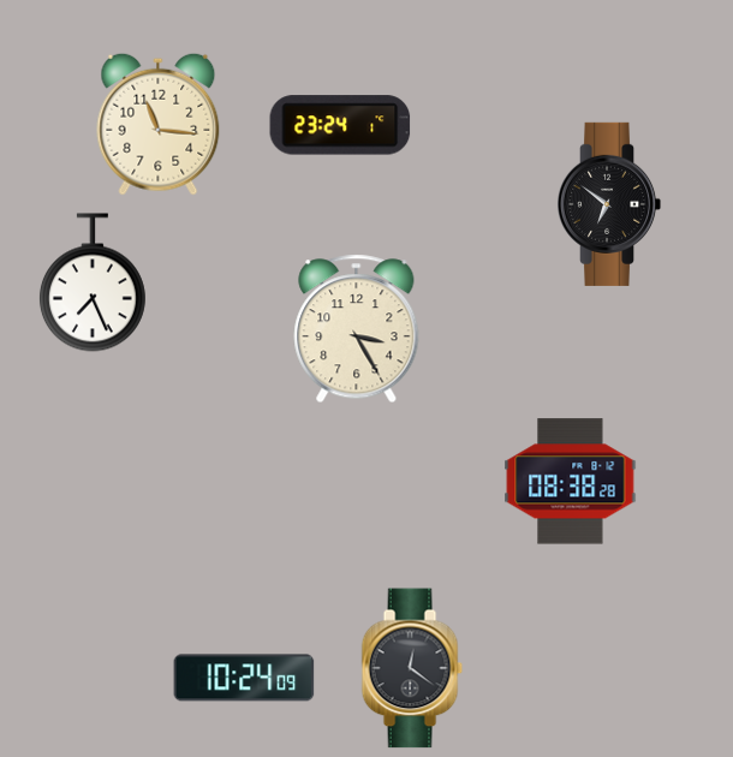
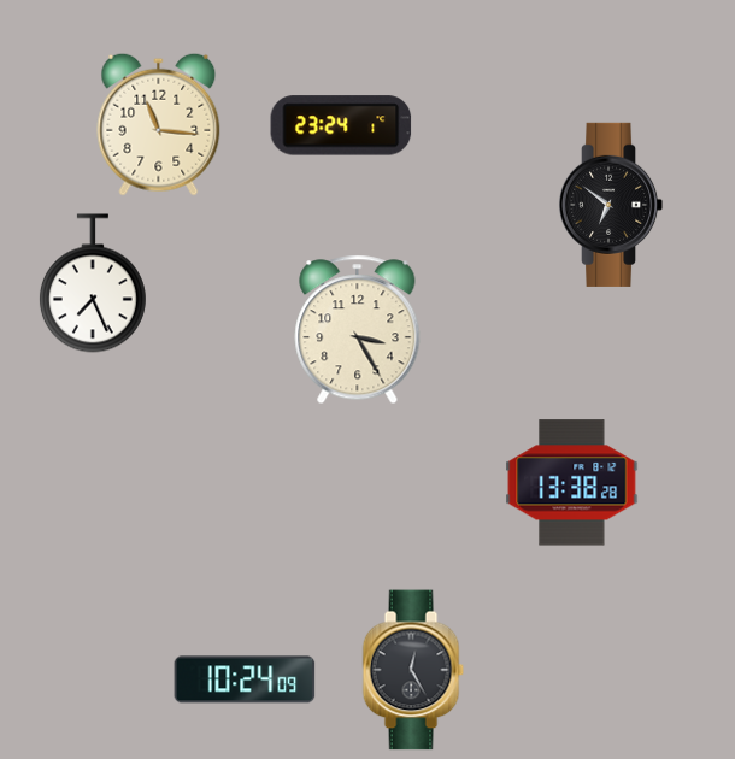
clock at (571, 482): 08:38 -> 13:38
clock at (412, 668): 12:21 -> 12:25
